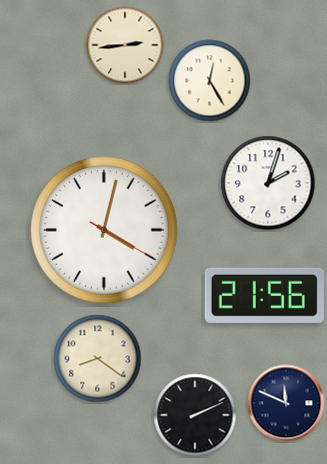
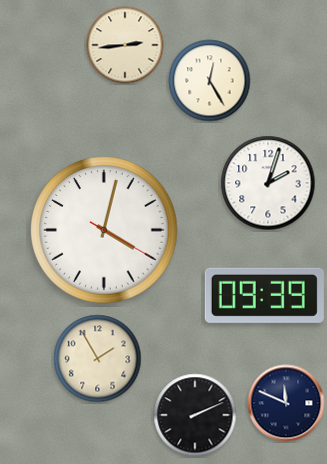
clock at (264, 295): 21:56 -> 09:39
clock at (98, 359): 8:21 -> 1:55
